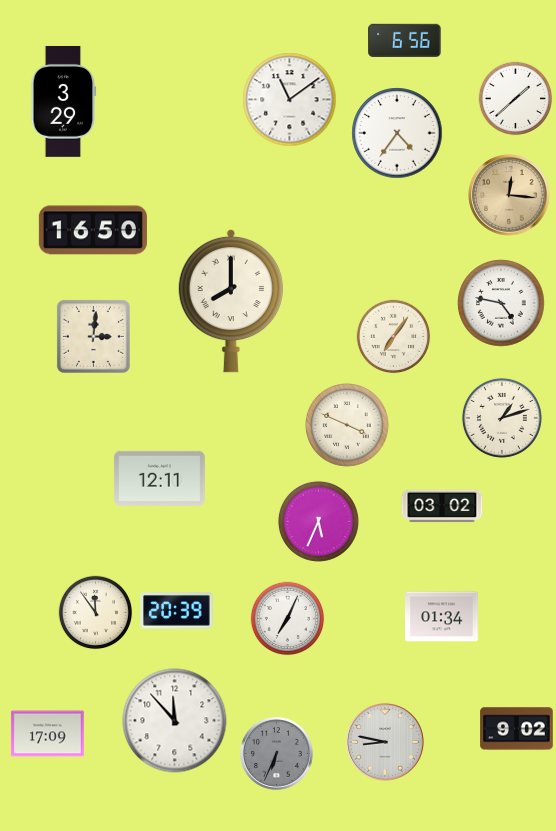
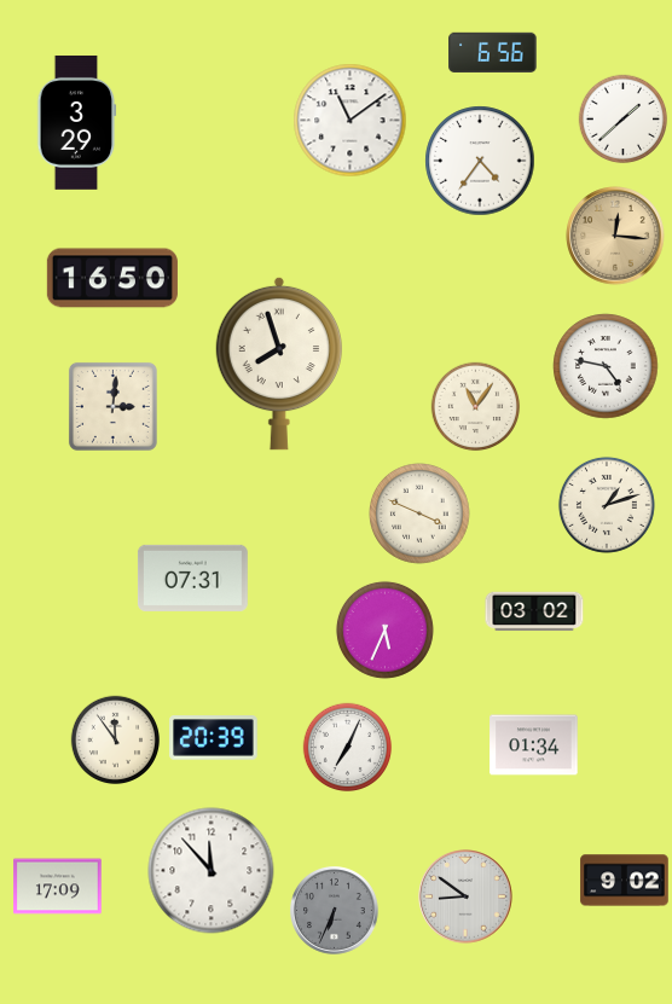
clock at (405, 40) position: (405, 40) -> (493, 52)
clock at (231, 301): 8:00 -> 7:57
clock at (394, 337): 7:06 -> 11:06
clock at (159, 478): 12:11 -> 07:31
clock at (385, 742): 8:47 -> 8:51
